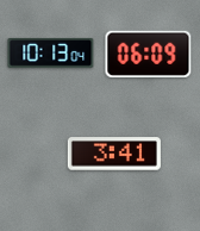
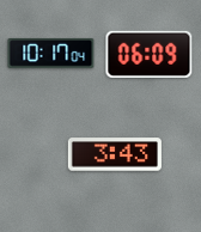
clock at (51, 52): 10:13 -> 10:17
clock at (114, 154): 3:41 -> 3:43
